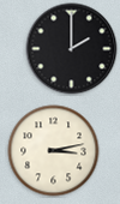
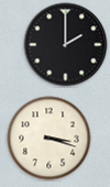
clock at (54, 151): 3:13 -> 3:18
